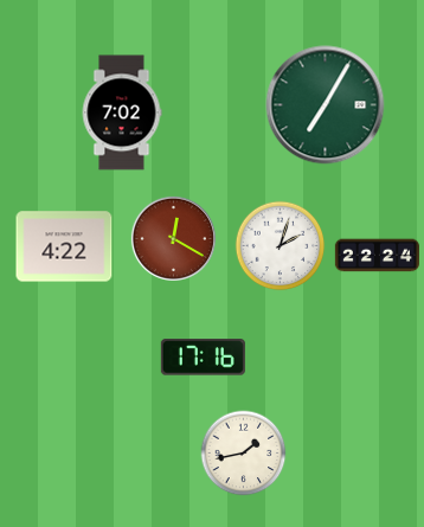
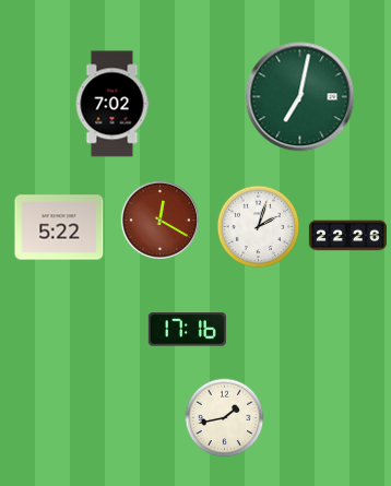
clock at (326, 105): 7:05 -> 7:02
clock at (64, 246): 4:22 -> 5:22
clock at (377, 256): 22:24 -> 22:26
